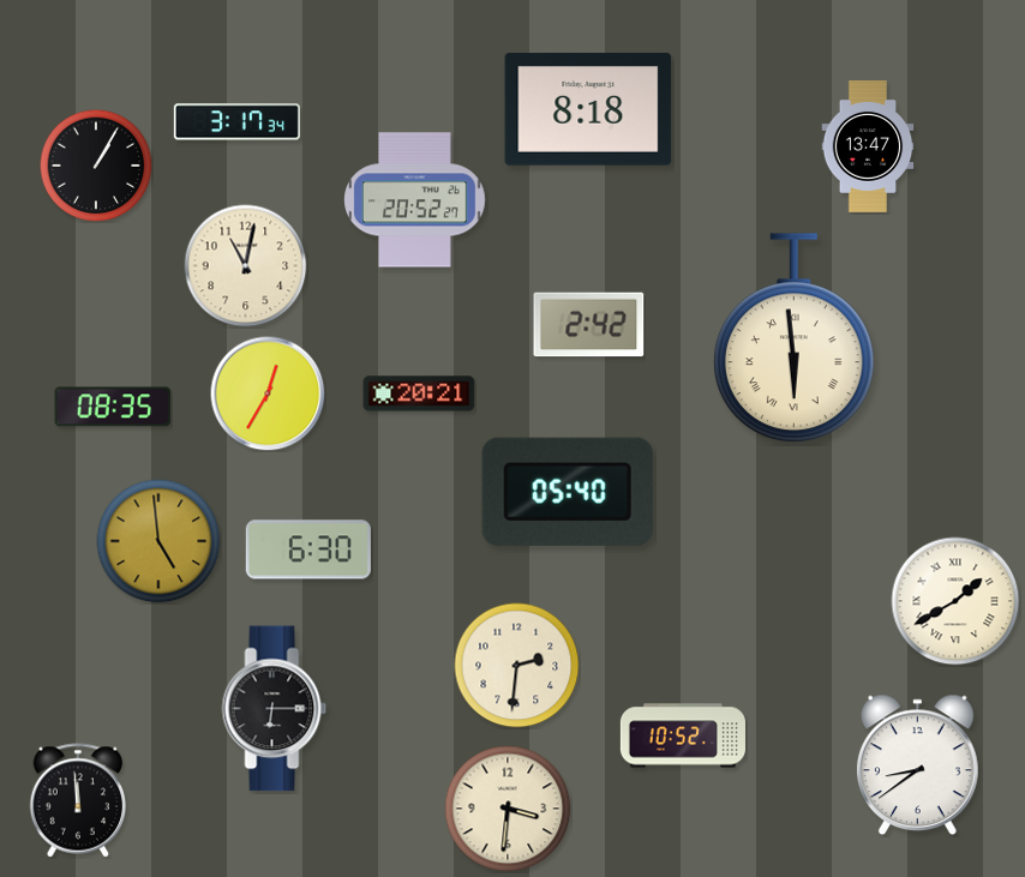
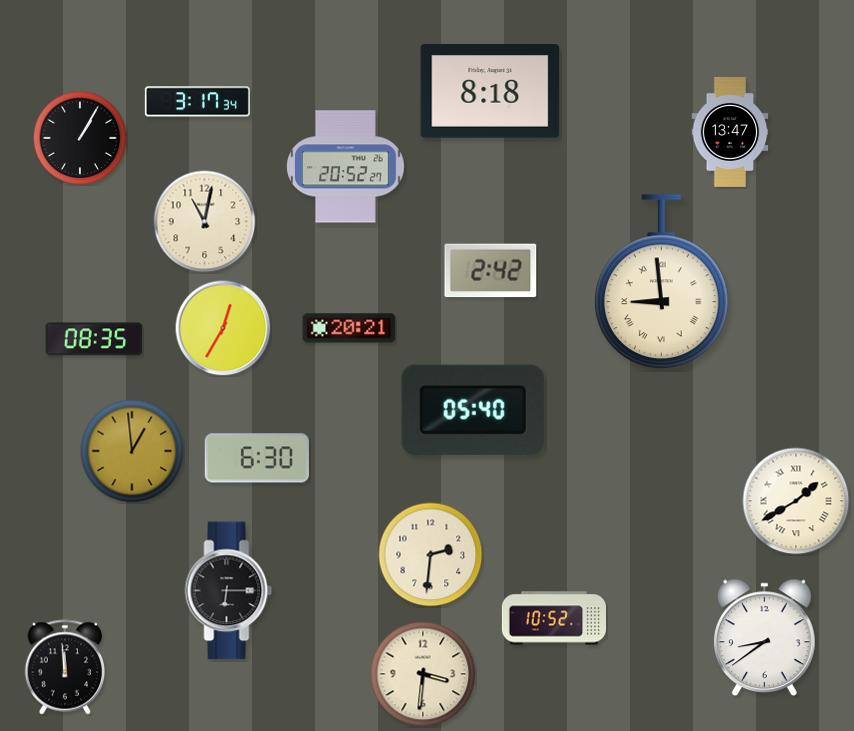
clock at (868, 148) position: (868, 148) -> (730, 133)
clock at (793, 338): 5:59 -> 8:59
clock at (158, 541): 4:59 -> 12:59
clock at (682, 735) position: (682, 735) -> (553, 618)
